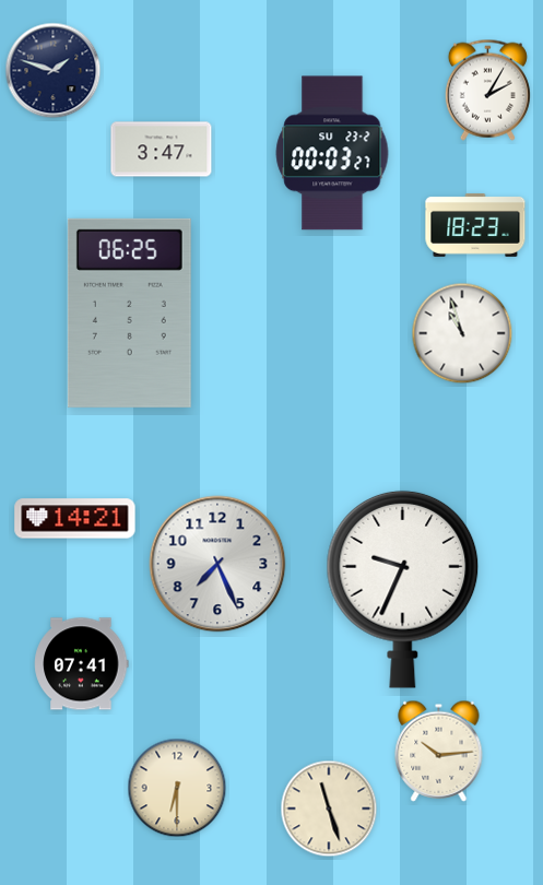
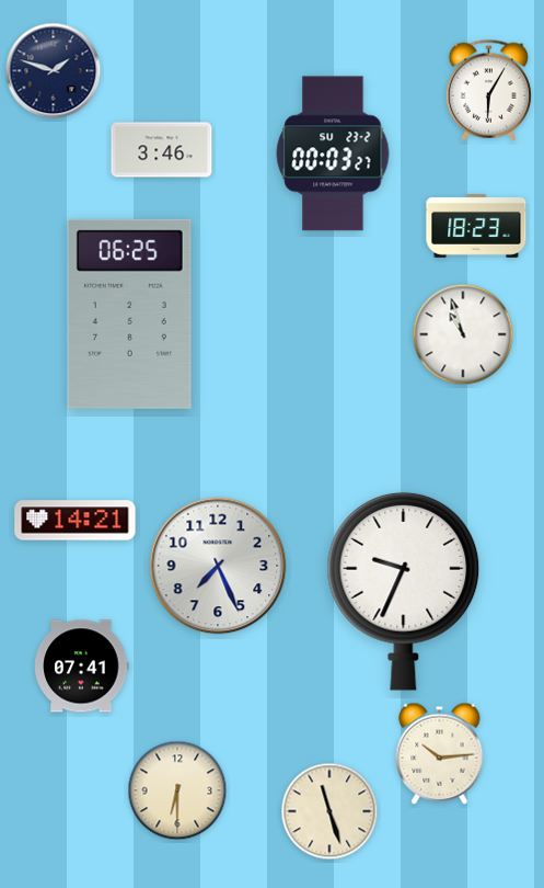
clock at (487, 90): 2:05 -> 6:05
clock at (162, 150): 3:47 -> 3:46
